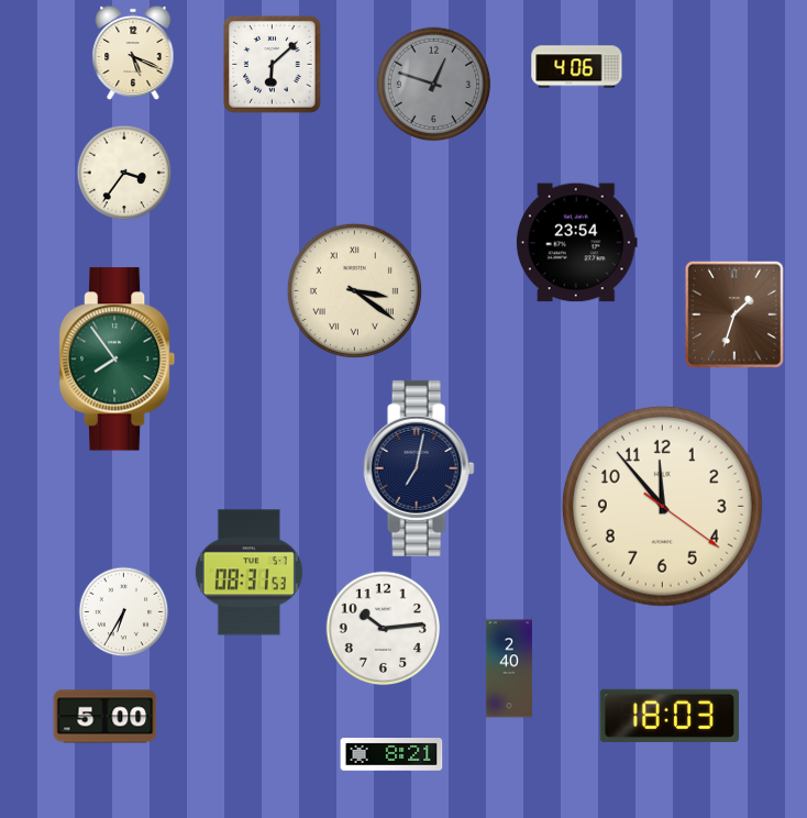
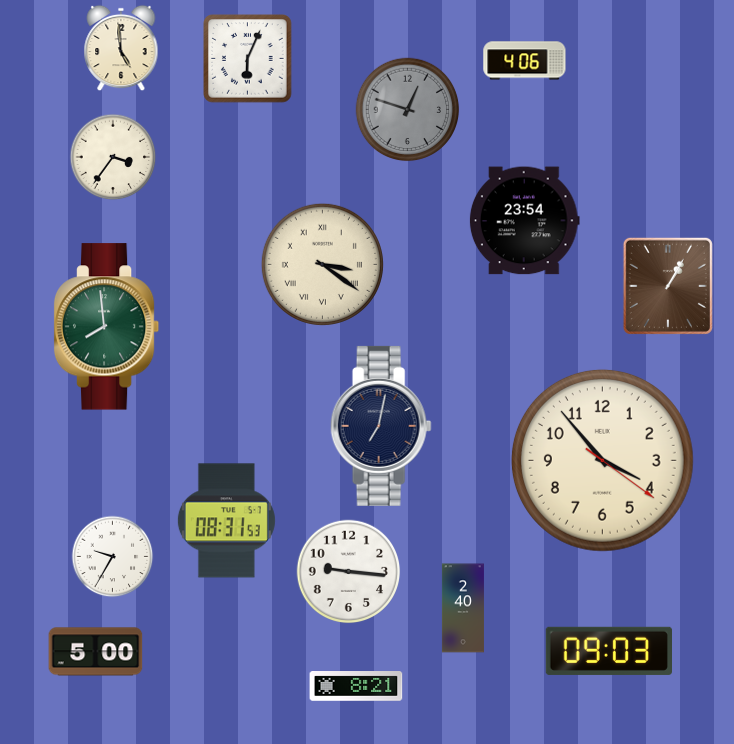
clock at (133, 53): 5:19 -> 4:59
clock at (273, 65): 6:08 -> 6:04
clock at (434, 85) position: (434, 85) -> (408, 110)
clock at (734, 314): 1:33 -> 1:05
clock at (118, 360): 7:54 -> 7:59
clock at (662, 506): 11:53 -> 3:53
clock at (124, 612): 6:35 -> 9:35
clock at (384, 629): 10:14 -> 9:16
clock at (668, 716): 18:03 -> 09:03
